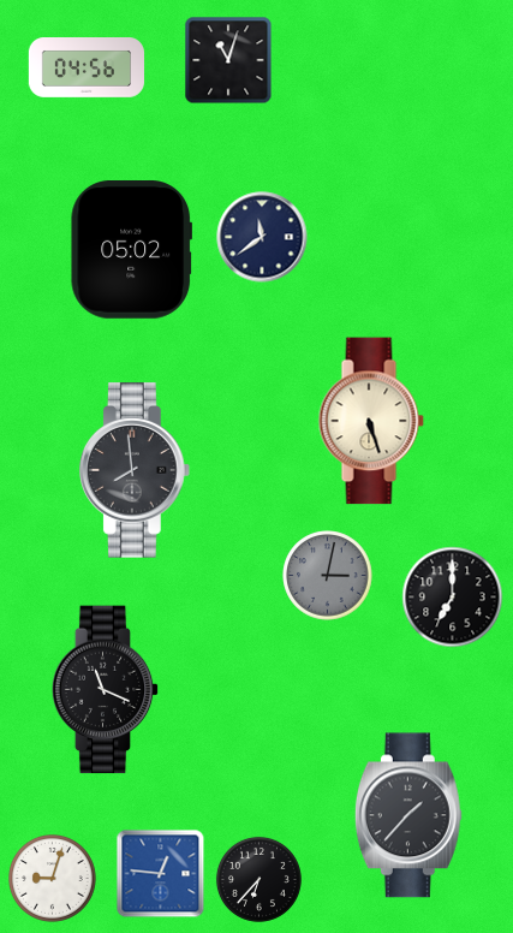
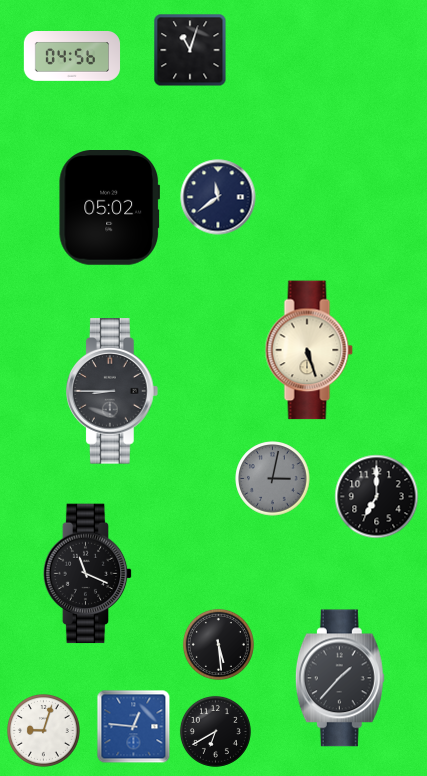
clock at (136, 470): 7:59 -> 8:45
clock at (218, 644): none -> 5:29
clock at (258, 879): 6:37 -> 6:40
